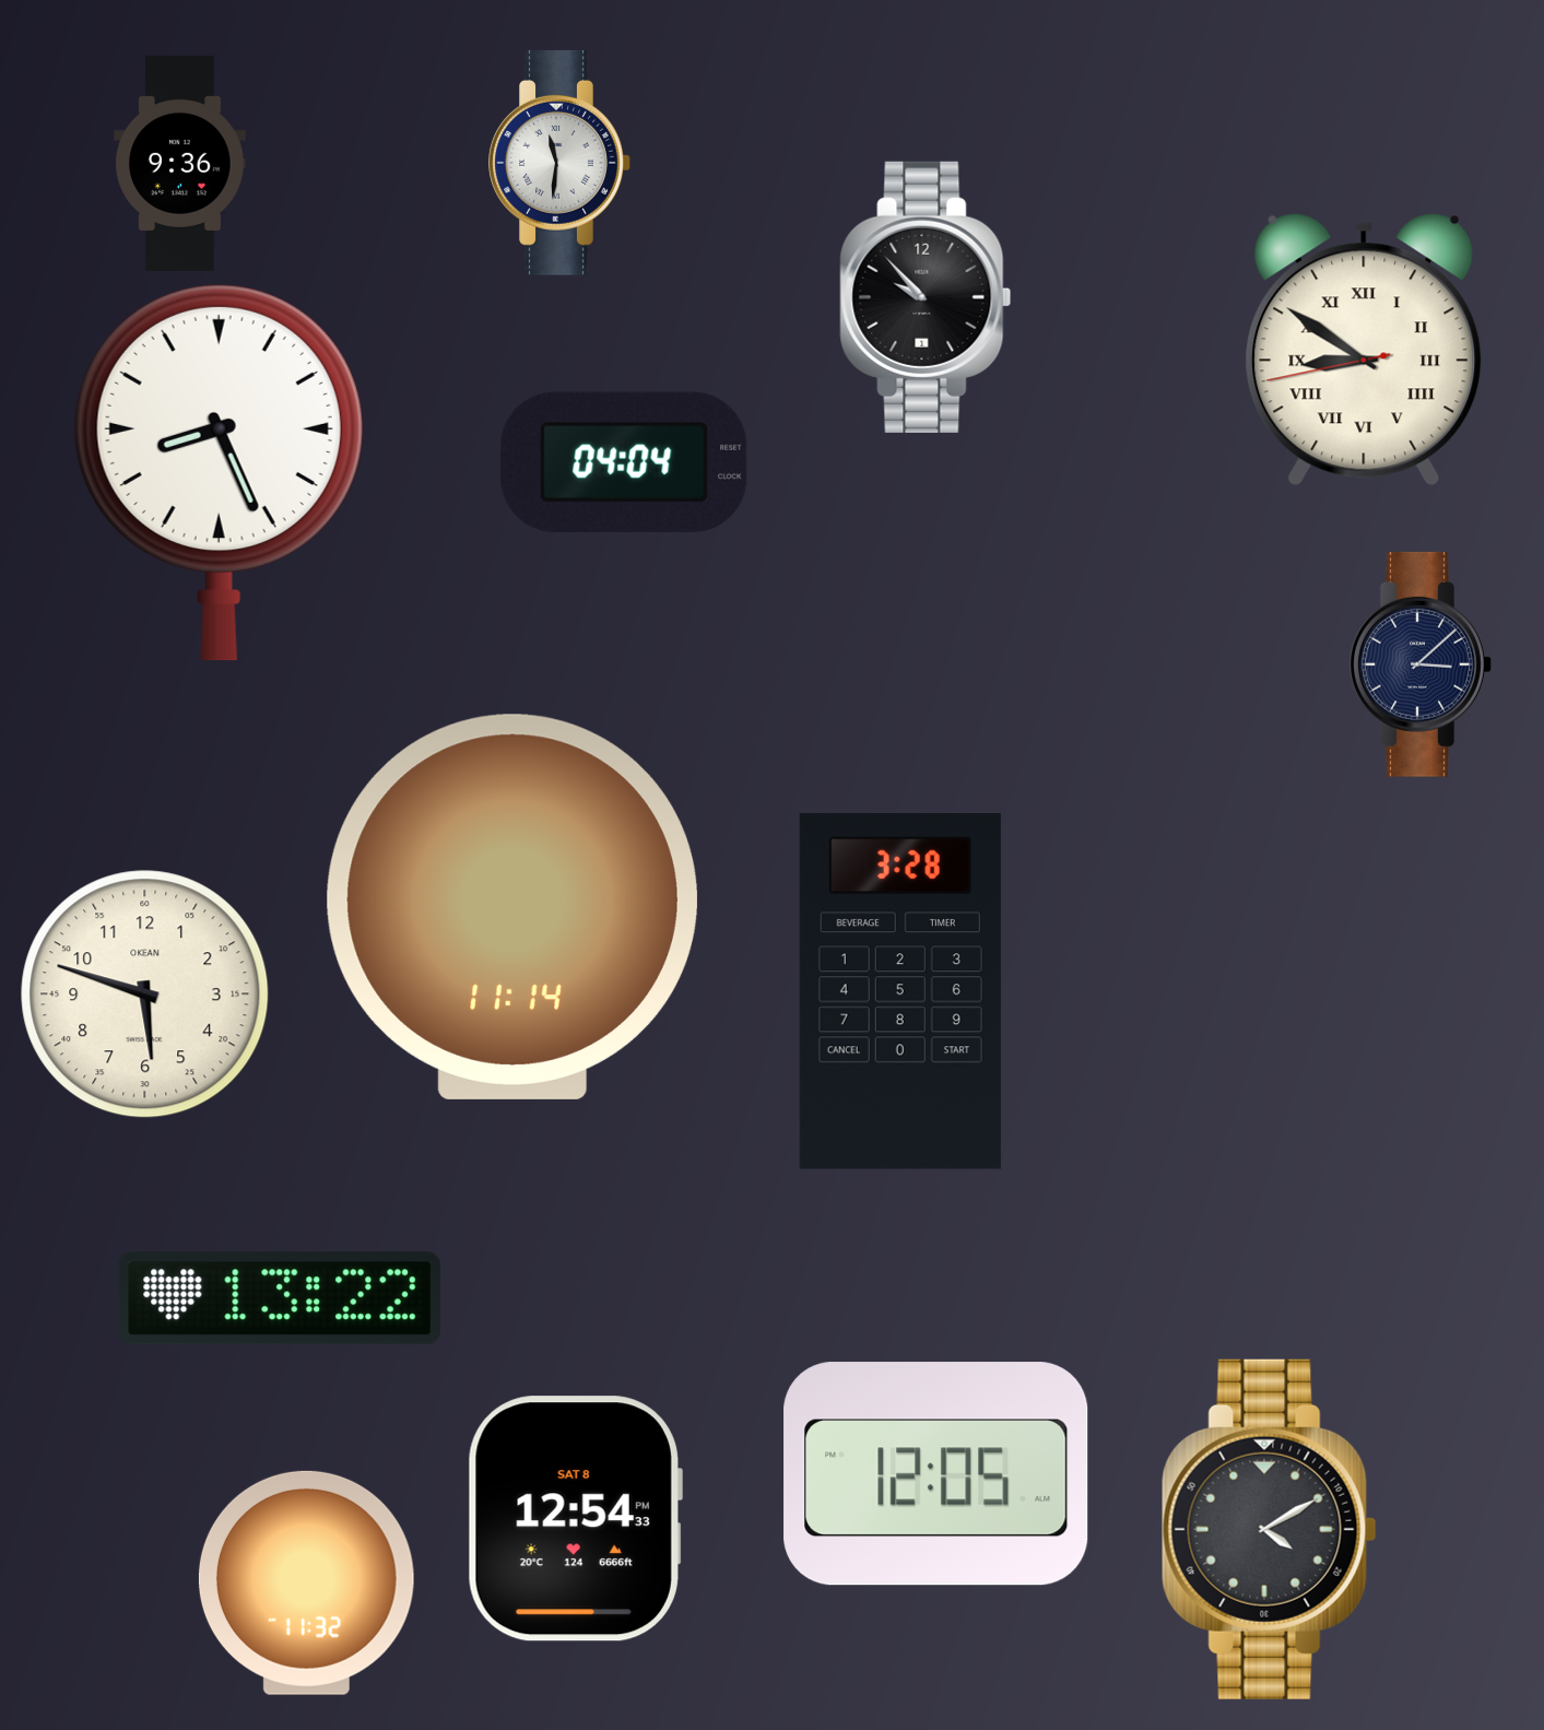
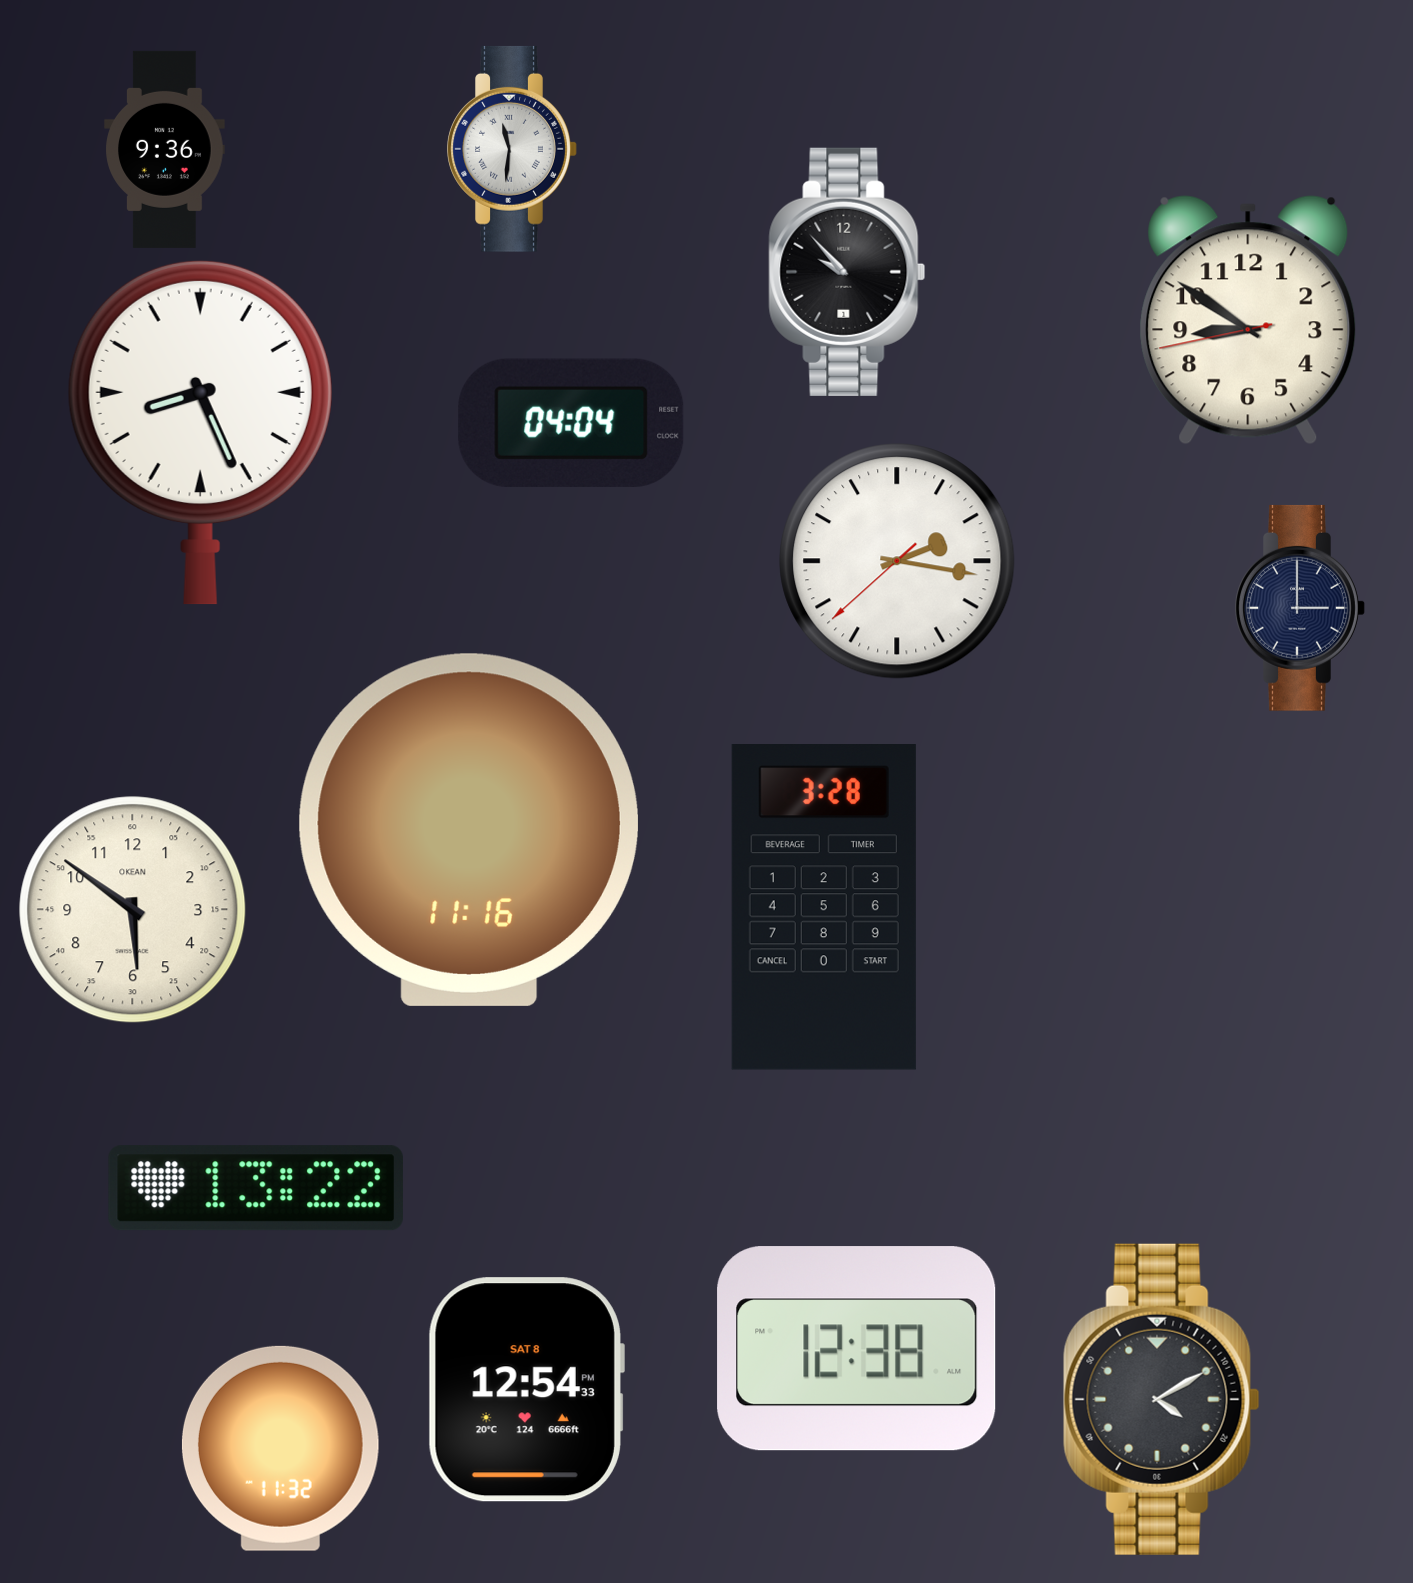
clock at (1364, 350) numerals: Roman -> Arabic
clock at (897, 561): none -> 2:16
clock at (1421, 664): 3:08 -> 3:00
clock at (512, 907): 11:14 -> 11:16
clock at (145, 995): 5:48 -> 5:51
clock at (936, 1474): 12:05 -> 12:38
